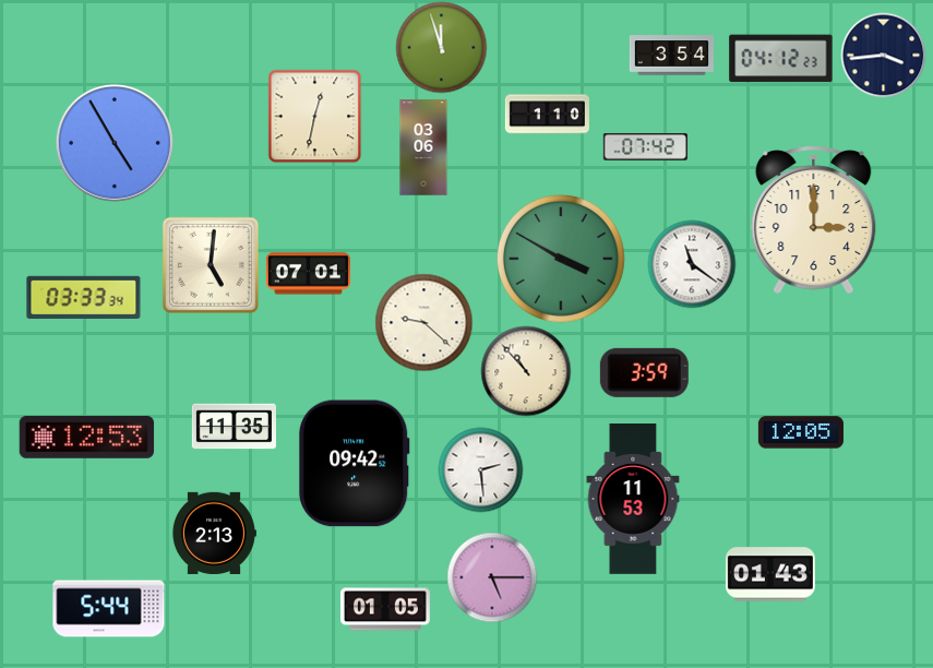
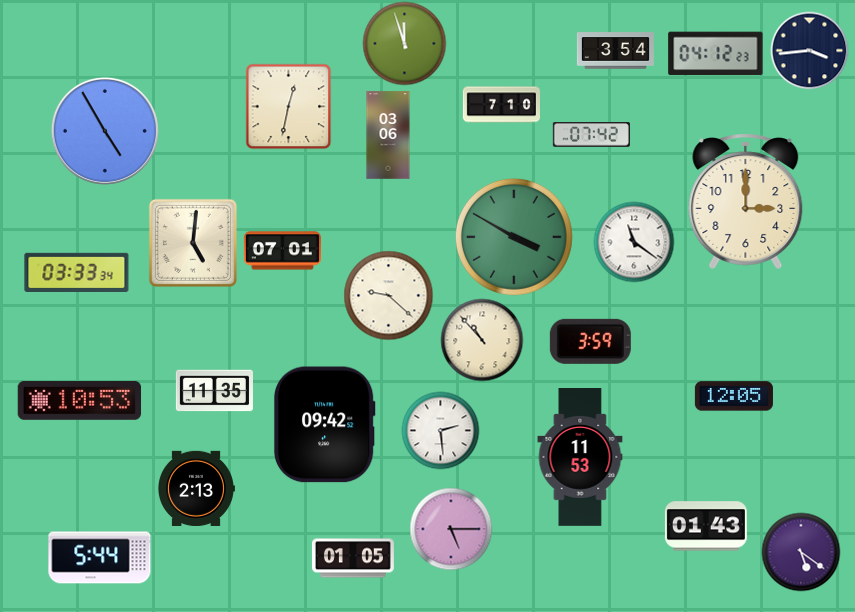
clock at (547, 115): 1:10 -> 7:10
clock at (87, 437): 12:53 -> 10:53
clock at (801, 552): none -> 5:21
